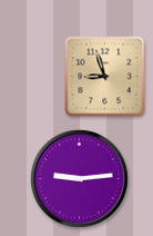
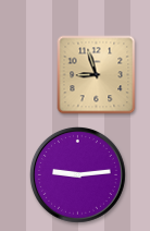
clock at (105, 77) position: (105, 77) -> (97, 75)
